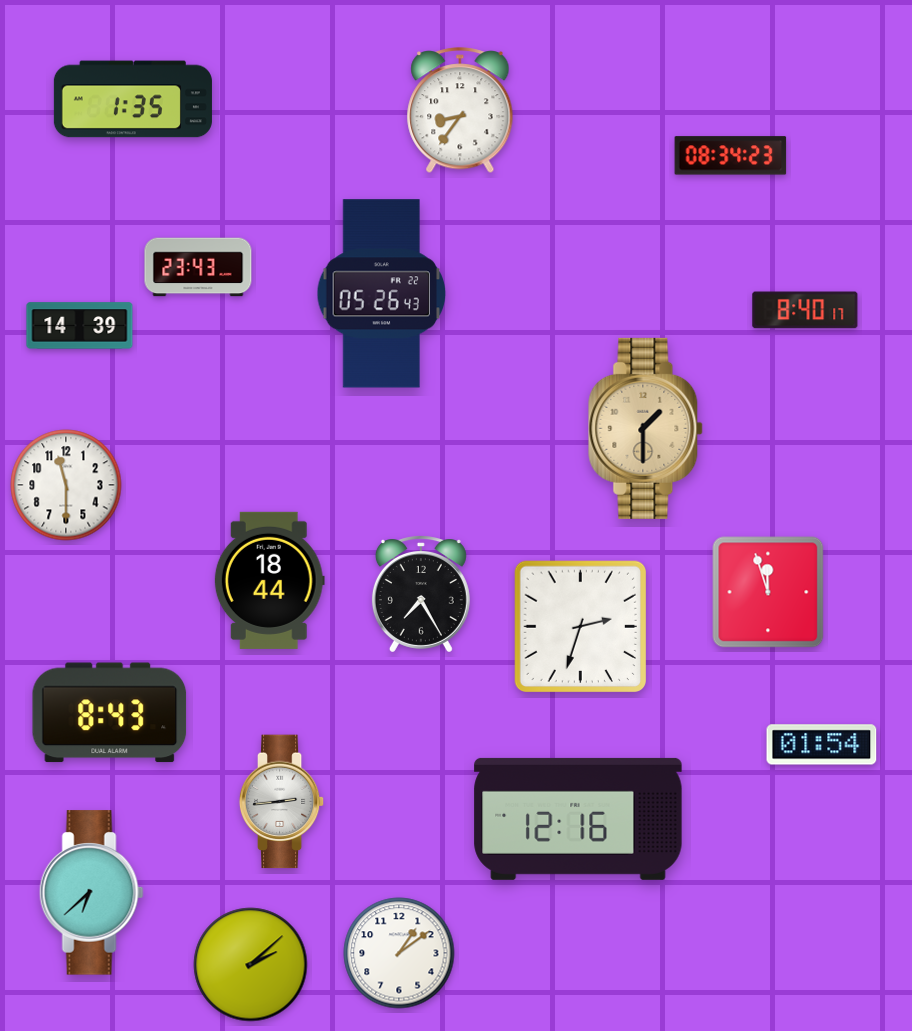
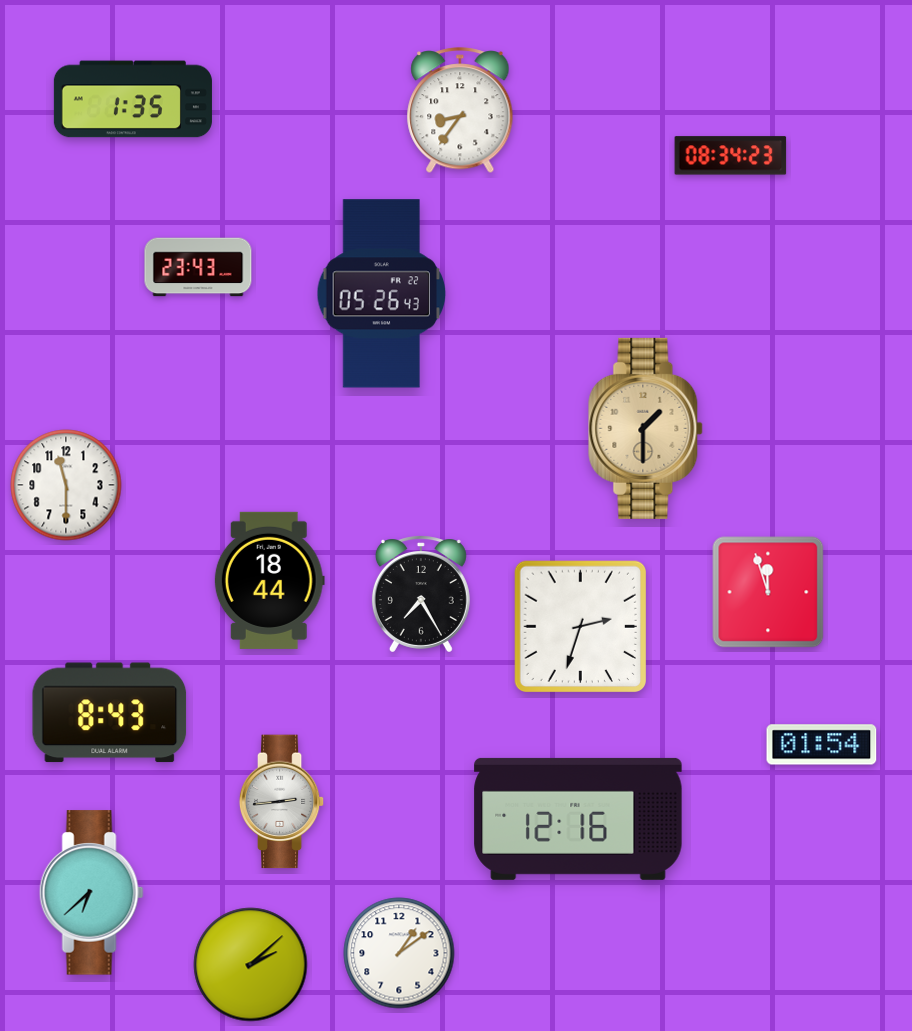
clock at (805, 310): 8:40 -> none
clock at (80, 326): 14:39 -> none
